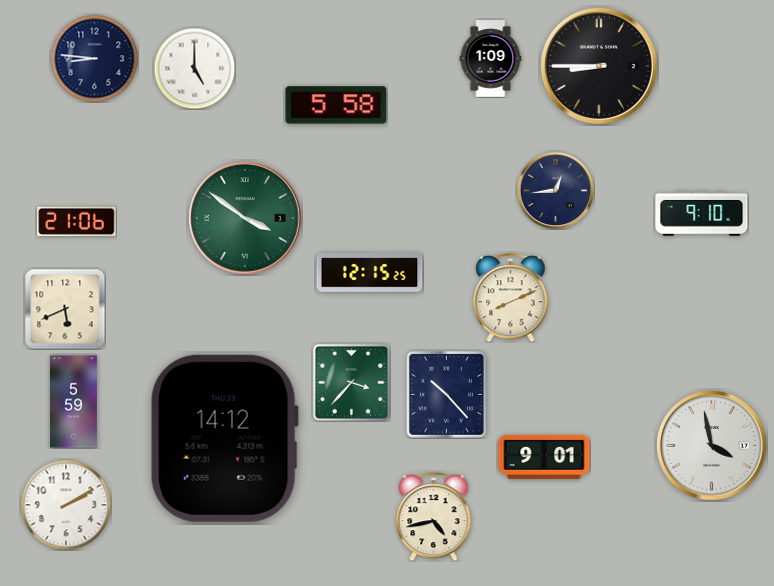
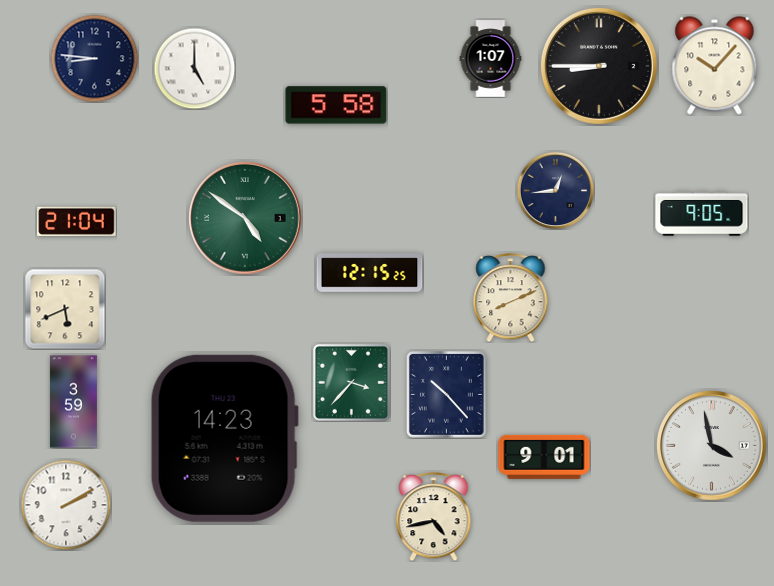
clock at (491, 59): 1:09 -> 1:07
clock at (715, 66): none -> 10:07
clock at (702, 214): 9:10 -> 9:05
clock at (246, 219): 3:51 -> 4:51
clock at (77, 221): 21:06 -> 21:04
clock at (73, 402): 5:59 -> 3:59
clock at (224, 438): 14:12 -> 14:23
